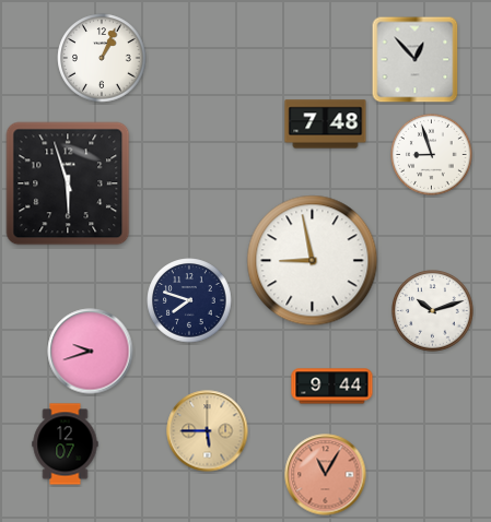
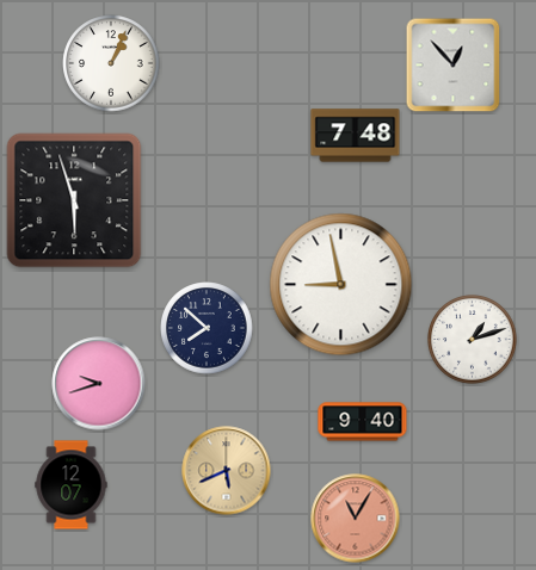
clock at (432, 155): 8:57 -> none
clock at (189, 300): 7:48 -> 7:52
clock at (433, 311): 10:12 -> 1:12
clock at (332, 387): 9:44 -> 9:40
clock at (208, 431): 5:45 -> 5:41
